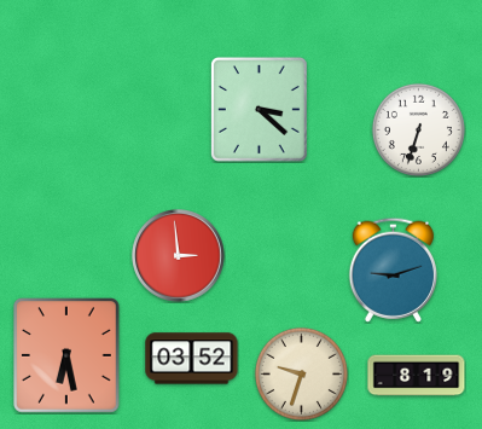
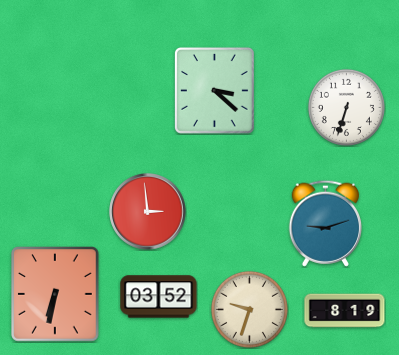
clock at (66, 355): 6:28 -> 6:32
